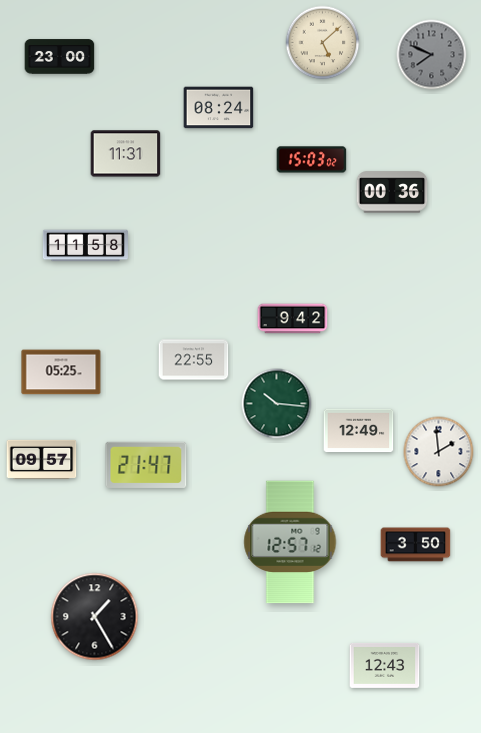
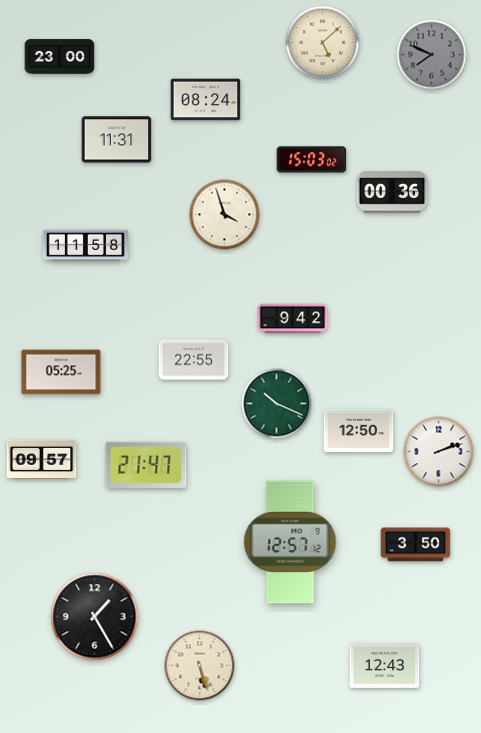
clock at (219, 108) position: (219, 108) -> (206, 100)
clock at (126, 154) position: (126, 154) -> (117, 140)
clock at (225, 215): none -> 3:57
clock at (277, 404): 10:16 -> 10:19
clock at (359, 431): 12:49 -> 12:50
clock at (439, 452): 1:59 -> 2:12
clock at (200, 666): none -> 5:27
